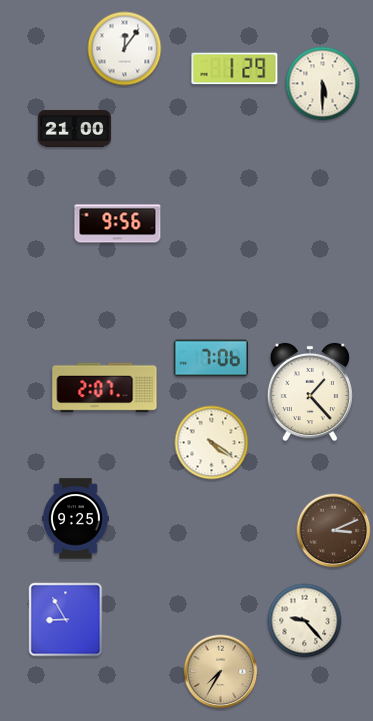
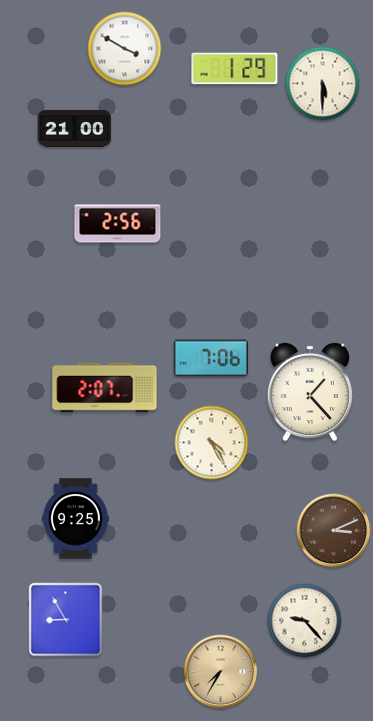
clock at (125, 49): 12:06 -> 3:50
clock at (118, 224): 9:56 -> 2:56
clock at (212, 443): 4:21 -> 4:25
